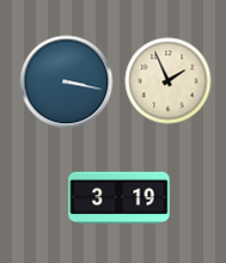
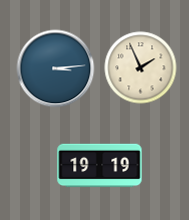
clock at (67, 82): 3:17 -> 3:14
clock at (120, 198): 3:19 -> 19:19
